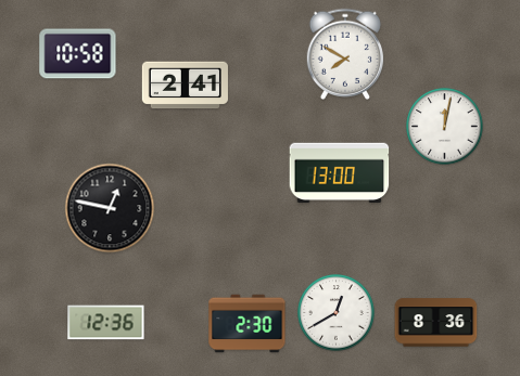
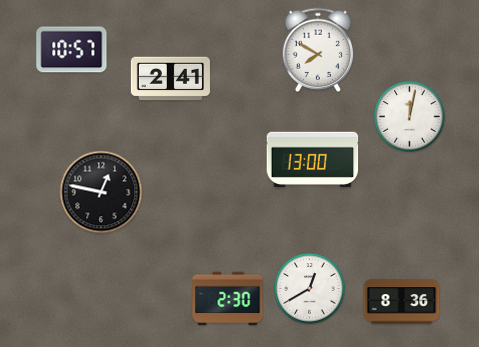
clock at (78, 54): 10:58 -> 10:57
clock at (106, 323): 12:36 -> none
clock at (436, 323) position: (436, 323) -> (402, 302)
